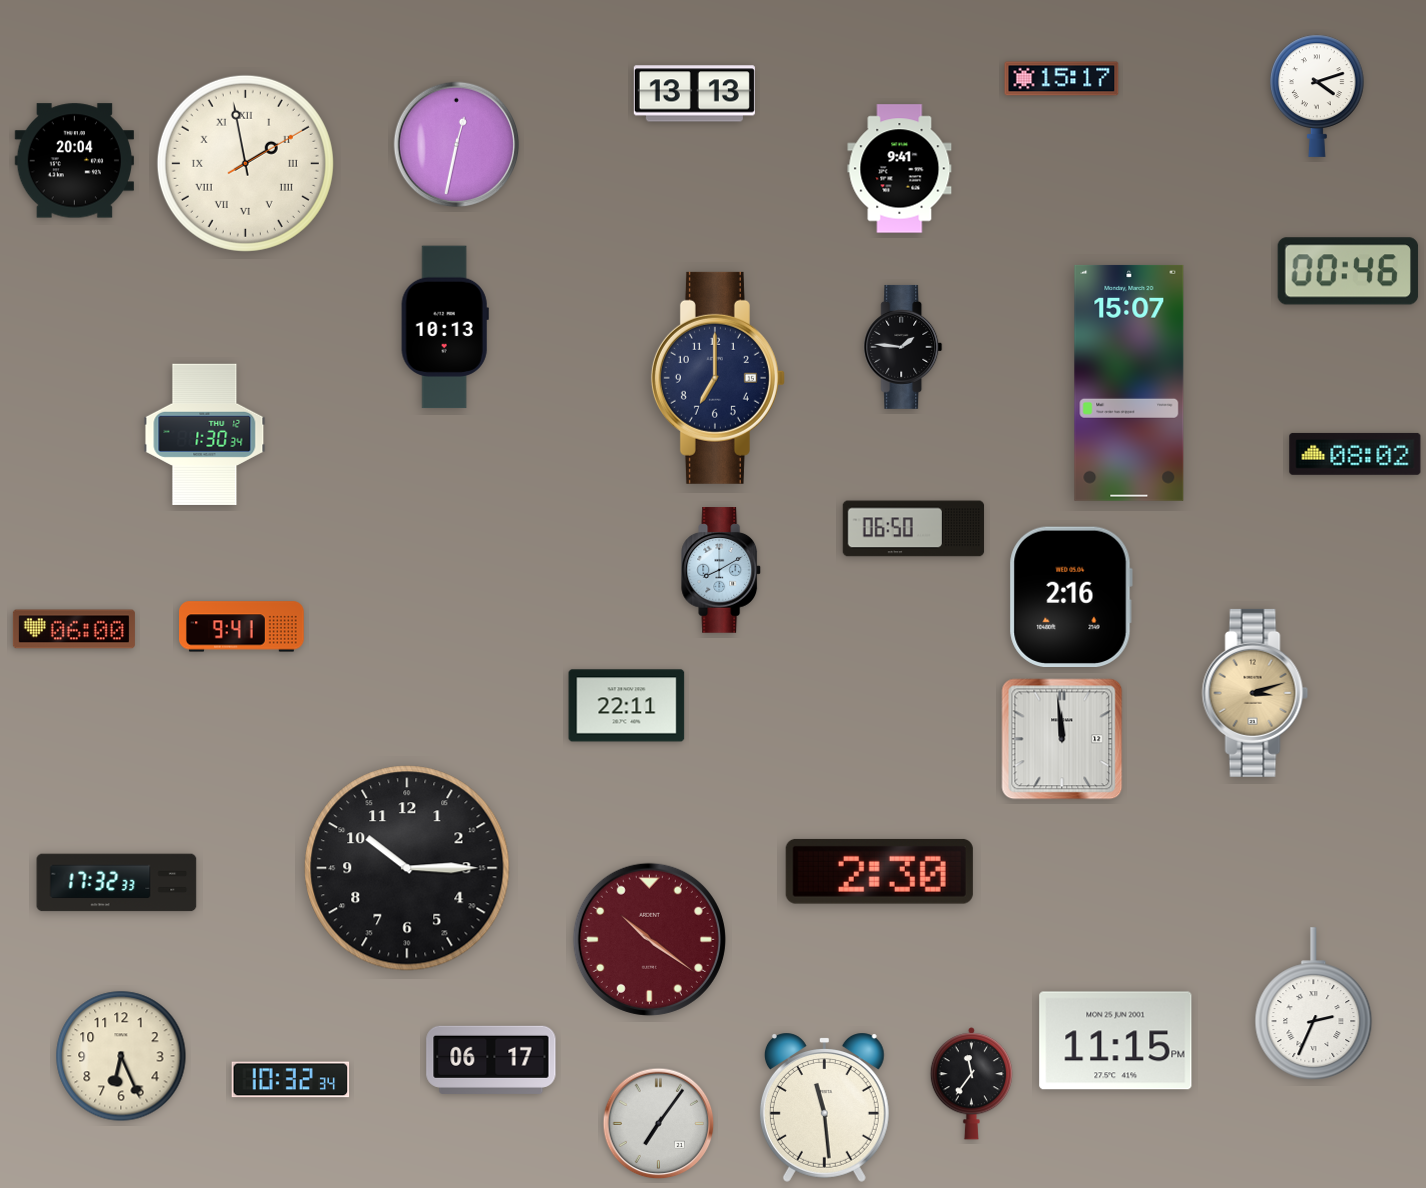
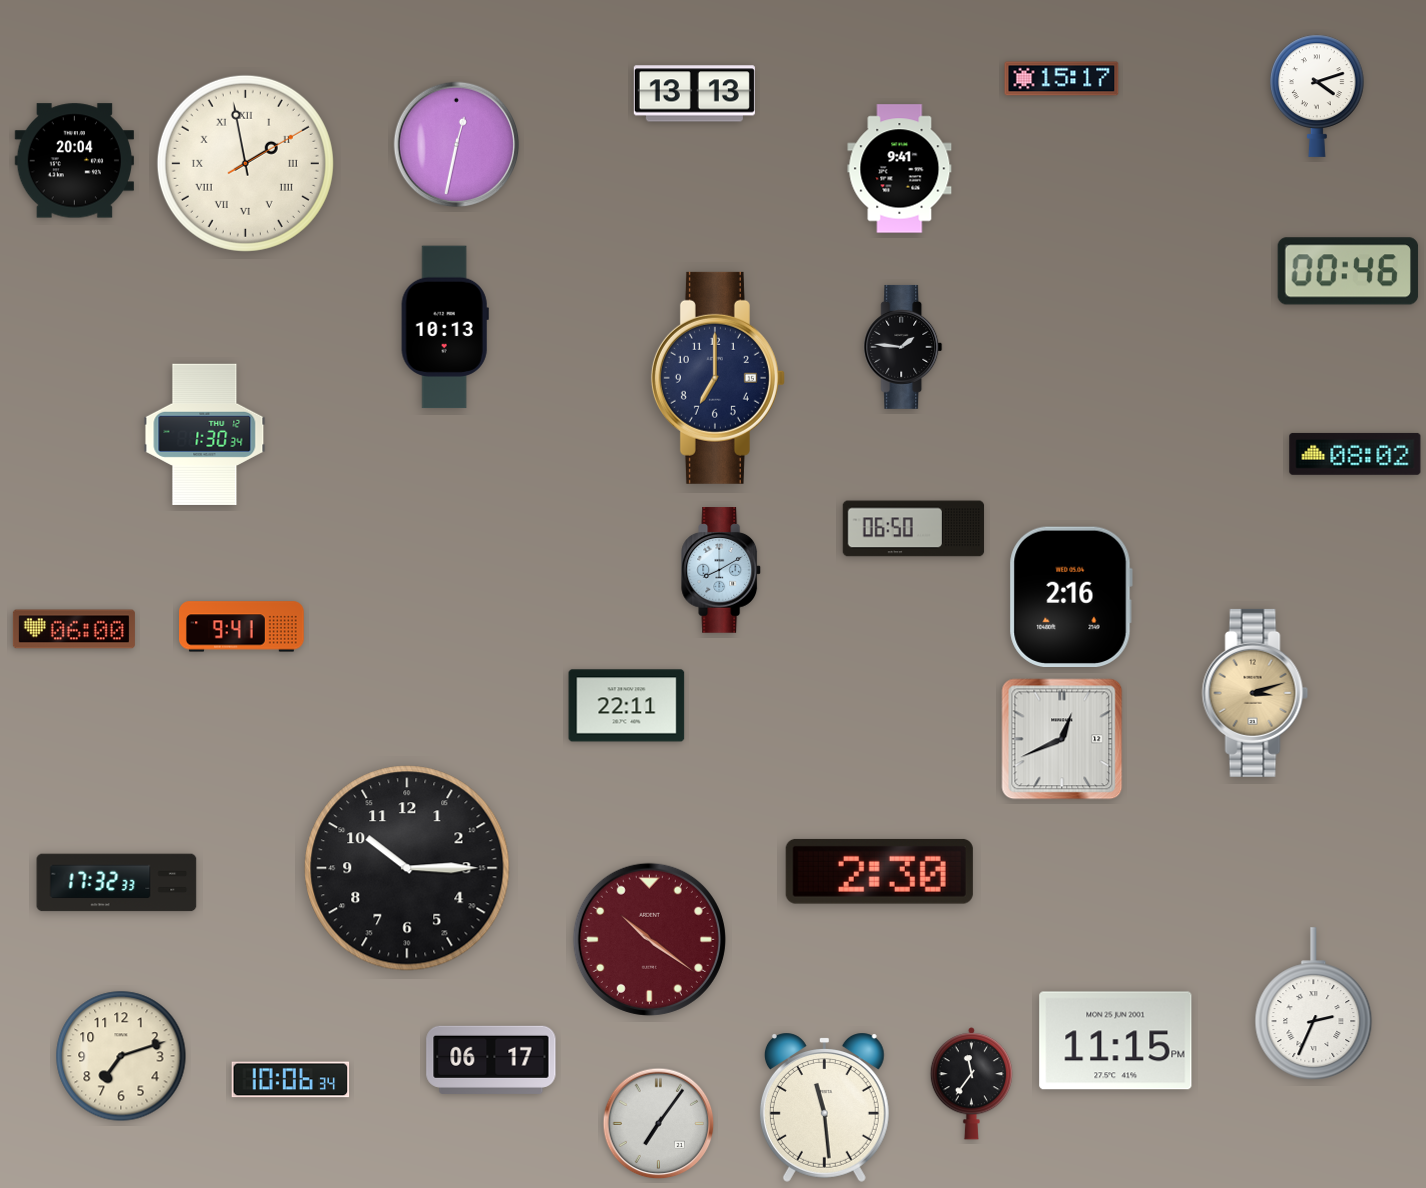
clock at (1129, 383): 15:07 -> none
clock at (1062, 739): 11:59 -> 12:41
clock at (121, 1056): 6:26 -> 7:12
clock at (291, 1080): 10:32 -> 10:06
